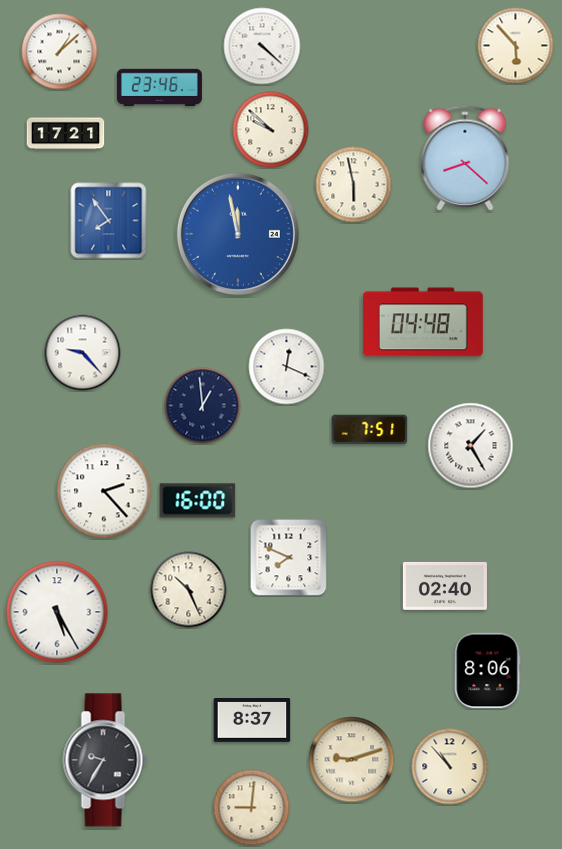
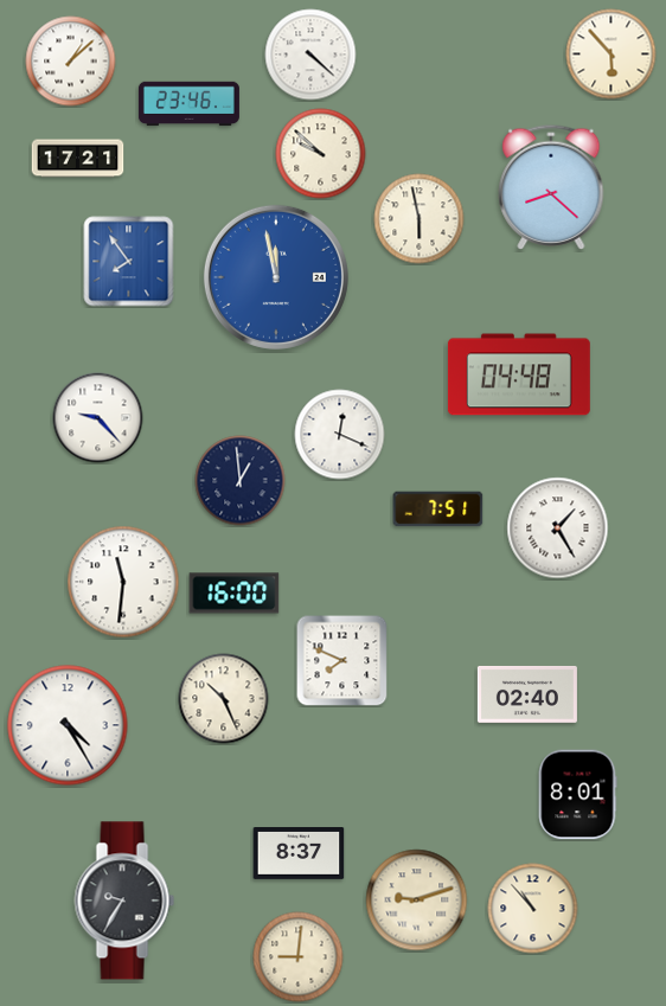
clock at (238, 234) position: (238, 234) -> (276, 277)
clock at (423, 322) position: (423, 322) -> (519, 374)
clock at (104, 491): 2:23 -> 11:31
clock at (57, 612): 5:25 -> 4:25
clock at (487, 671): 8:06 -> 8:01
